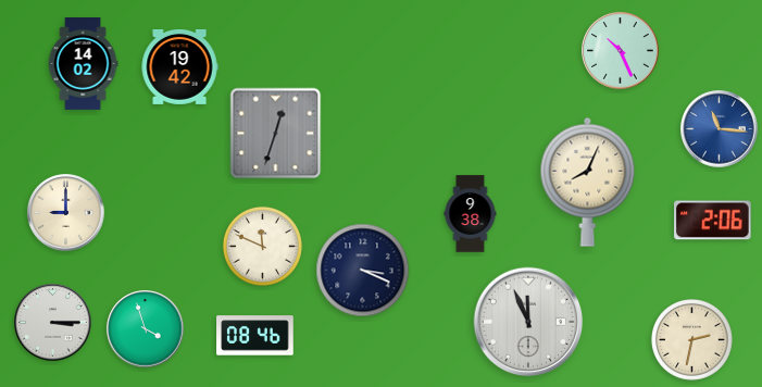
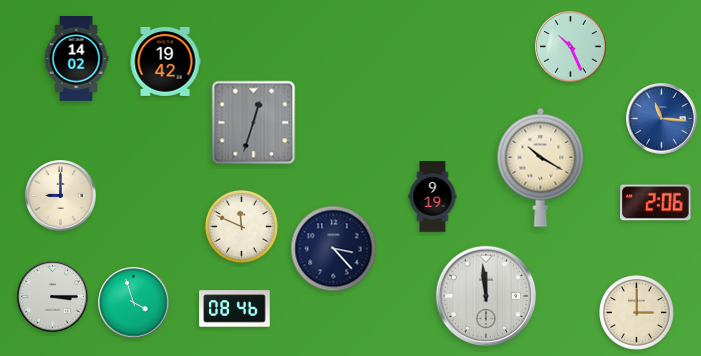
clock at (588, 182): 8:04 -> 10:20
clock at (471, 214): 9:38 -> 9:19
clock at (363, 271): 3:19 -> 3:23
clock at (528, 322): 11:56 -> 11:59
clock at (53, 323) position: (53, 323) -> (53, 297)
clock at (692, 340): 2:32 -> 3:00
